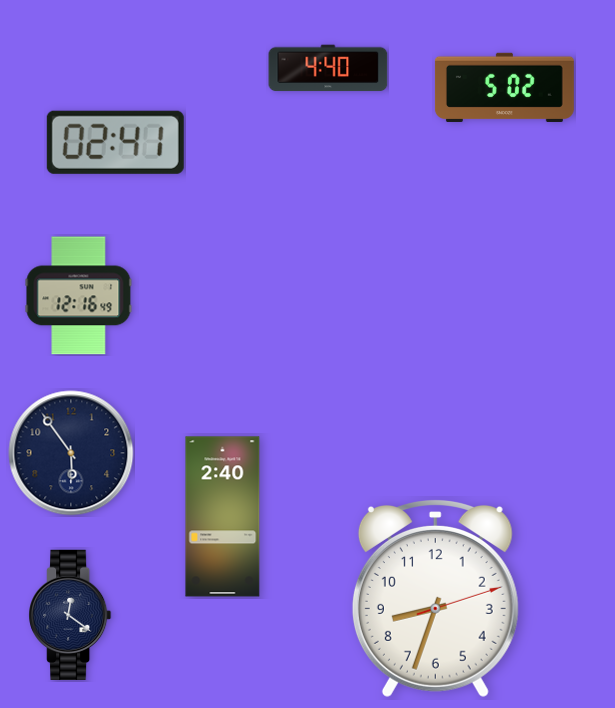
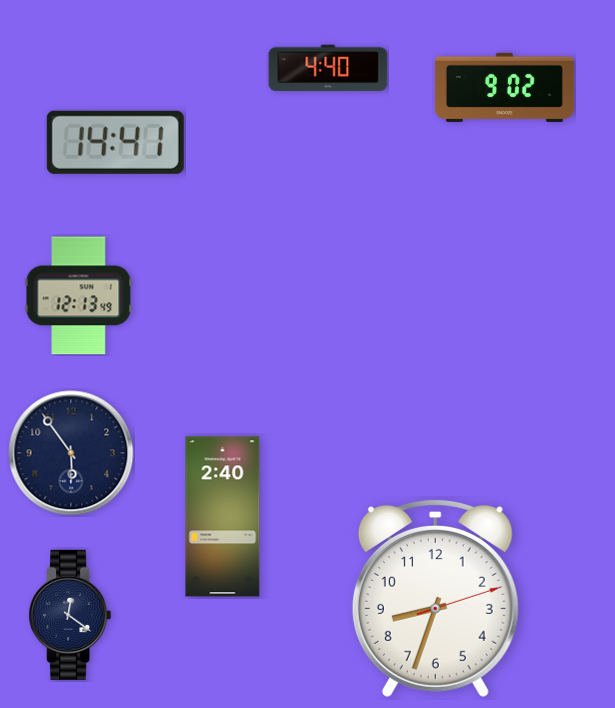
clock at (504, 87): 5:02 -> 9:02
clock at (115, 142): 02:41 -> 14:41
clock at (79, 296): 12:16 -> 12:13
